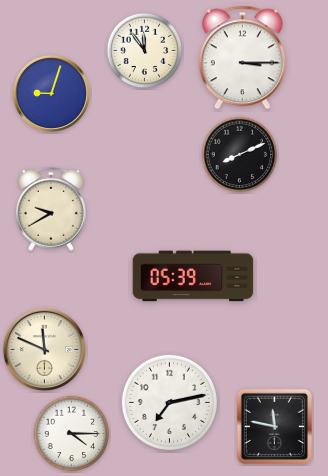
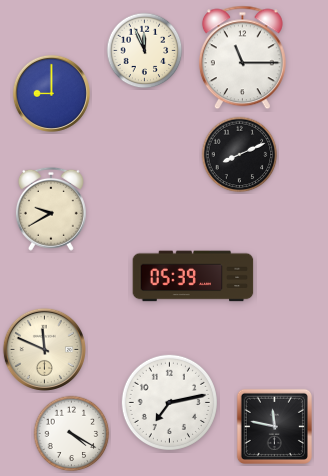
clock at (145, 51): 11:54 -> 11:56
clock at (242, 58): 3:15 -> 11:15
clock at (51, 93): 9:03 -> 9:00
clock at (72, 434): 4:15 -> 4:20
